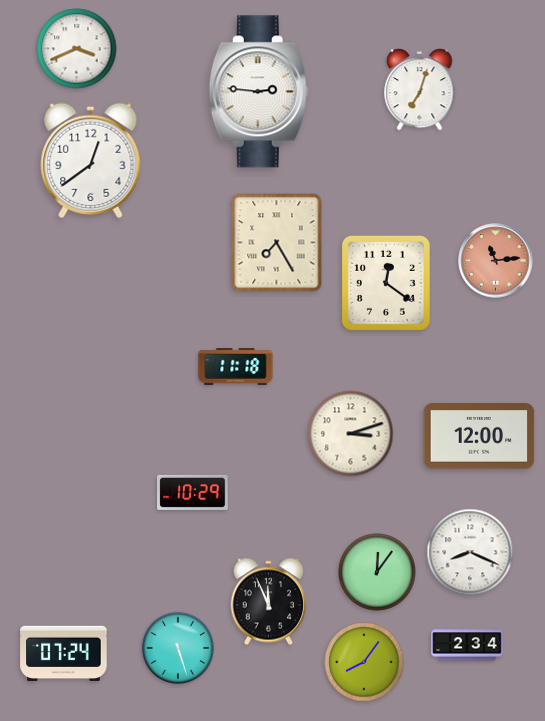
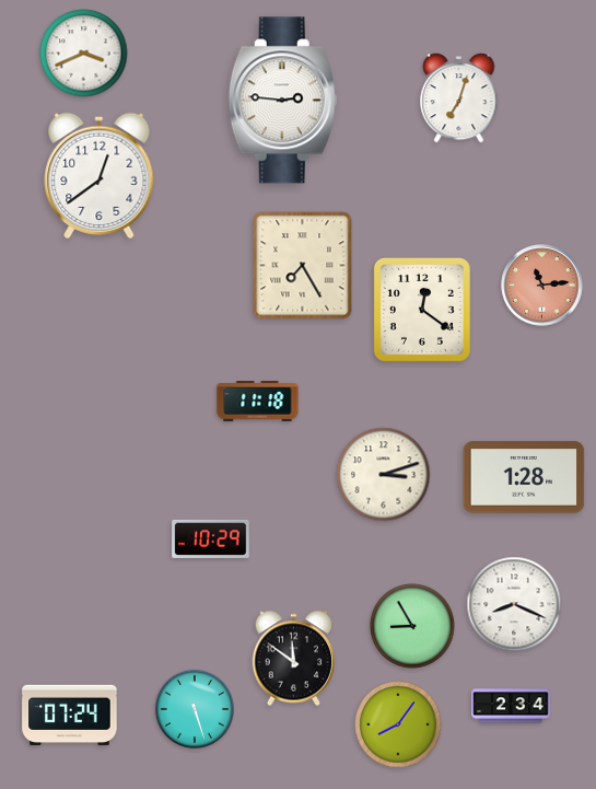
clock at (479, 436): 12:00 -> 1:28
clock at (377, 572): 12:06 -> 8:55
clock at (269, 602): 11:56 -> 11:51
